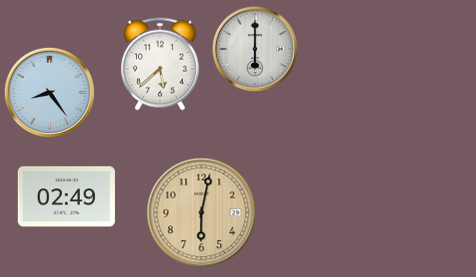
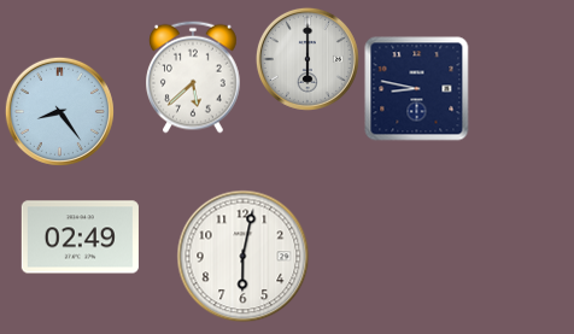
clock at (417, 89): none -> 8:47
clock at (202, 213) dial: champagne -> white
